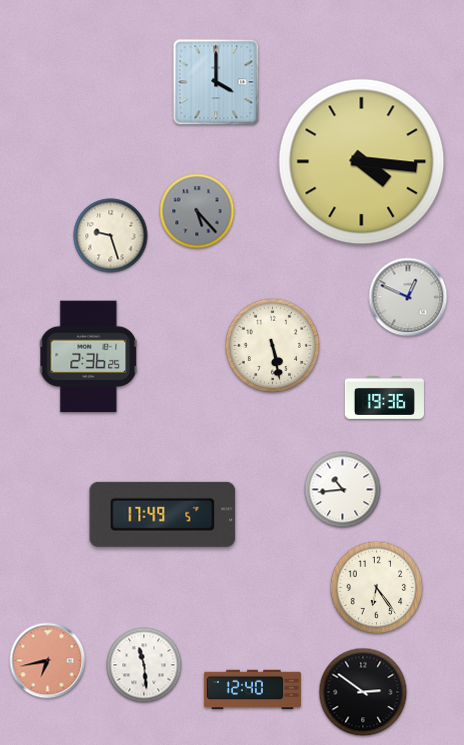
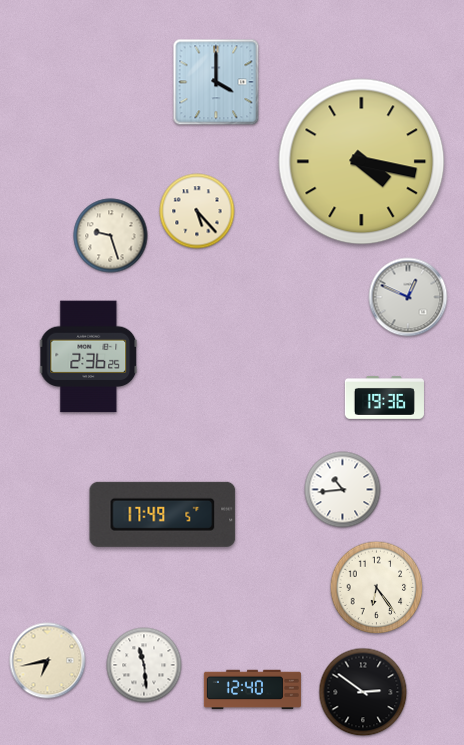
clock at (362, 162): 4:16 -> 4:17
clock at (197, 211) dial: grey -> cream
clock at (273, 346): 5:28 -> none
clock at (48, 661) dial: salmon -> cream
